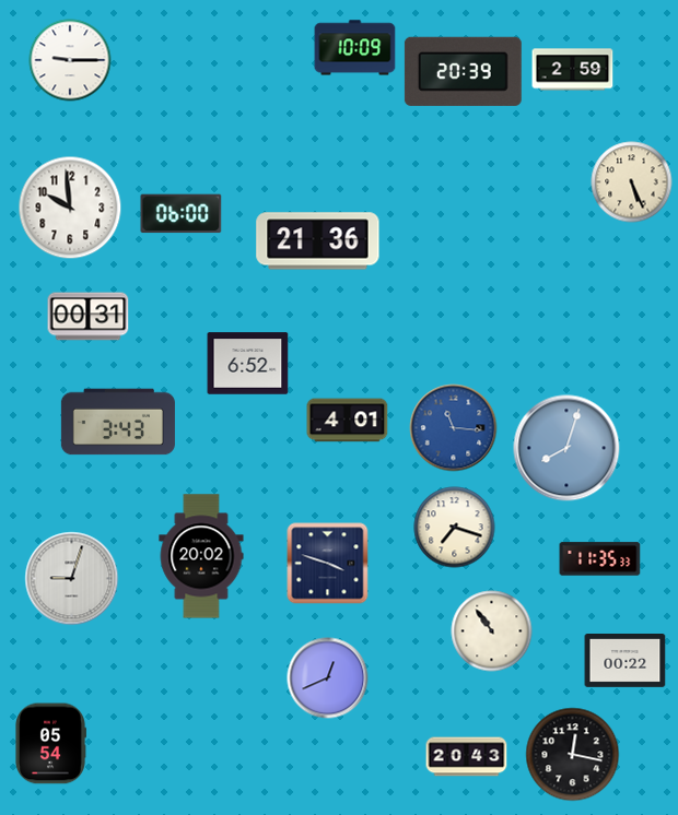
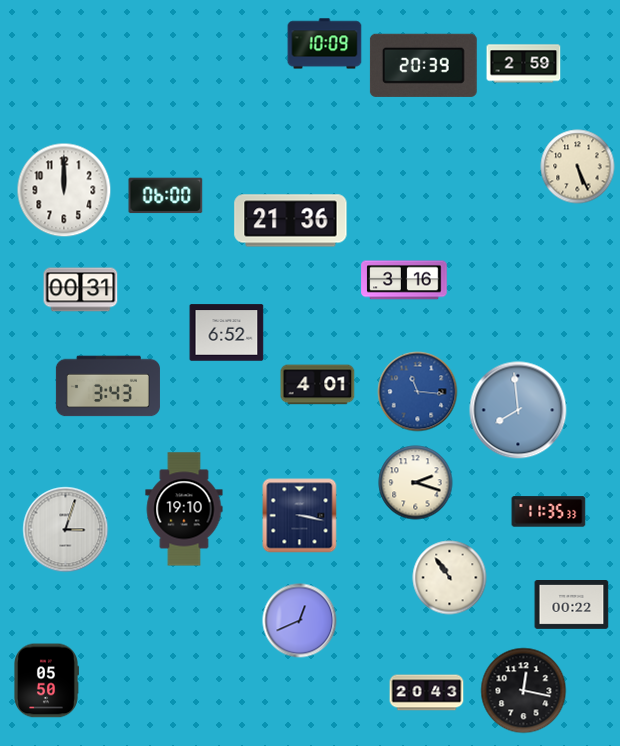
clock at (70, 60): 9:15 -> none
clock at (70, 208): 9:59 -> 12:00
clock at (404, 280): none -> 3:16
clock at (454, 428) position: (454, 428) -> (418, 392)
clock at (566, 448): 8:03 -> 7:59
clock at (455, 528): 7:18 -> 2:18
clock at (201, 556): 20:02 -> 19:10
clock at (328, 564): 3:48 -> 3:17
clock at (72, 579): 9:03 -> 3:03
clock at (51, 744): 05:54 -> 05:50
